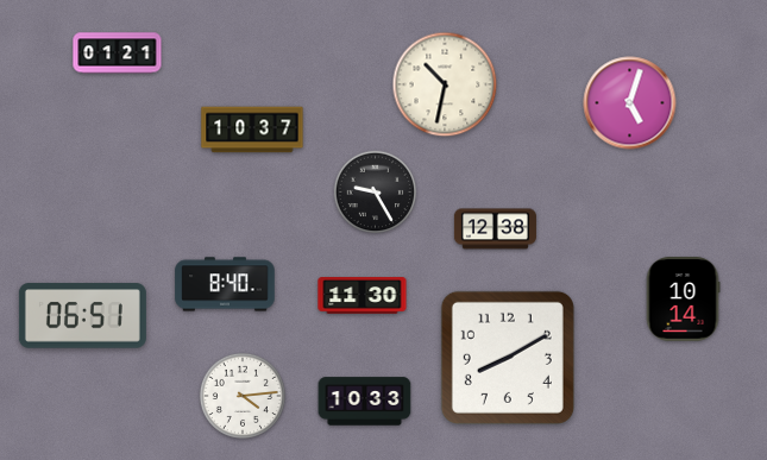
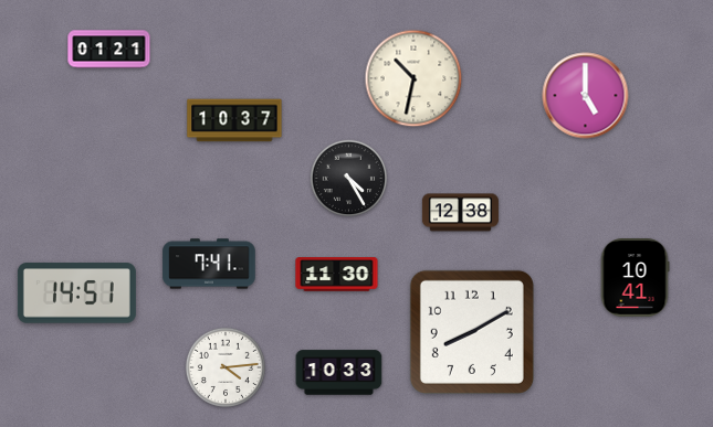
clock at (630, 103): 5:03 -> 5:00
clock at (376, 193): 9:25 -> 4:25
clock at (225, 284): 8:40 -> 7:41
clock at (683, 300): 10:14 -> 10:41
clock at (82, 316): 06:51 -> 14:51
